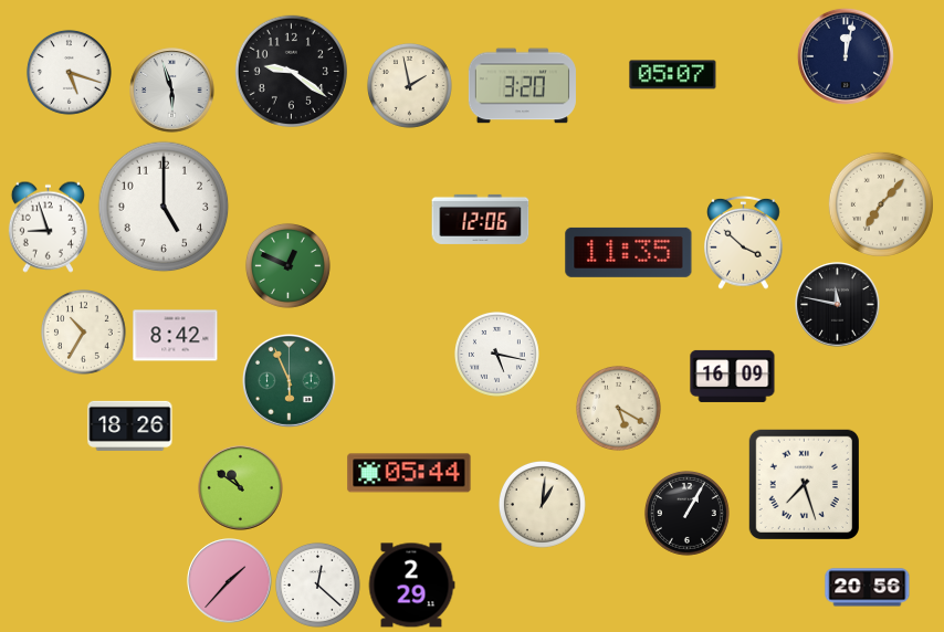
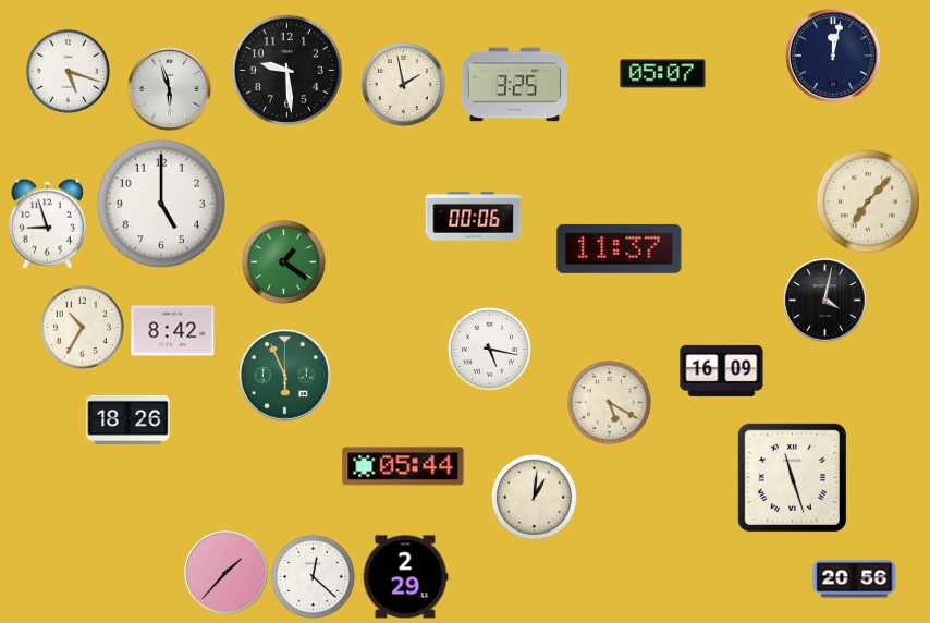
clock at (291, 71): 9:21 -> 9:29
clock at (522, 86): 3:20 -> 3:25
clock at (481, 219): 12:06 -> 00:06
clock at (744, 242): 3:52 -> none
clock at (629, 252): 11:35 -> 11:37
clock at (287, 265): 12:49 -> 1:21
clock at (838, 305): 11:47 -> 4:02
clock at (804, 484): 7:27 -> 11:27
clock at (241, 488): 10:51 -> none
clock at (686, 513): 1:05 -> none
